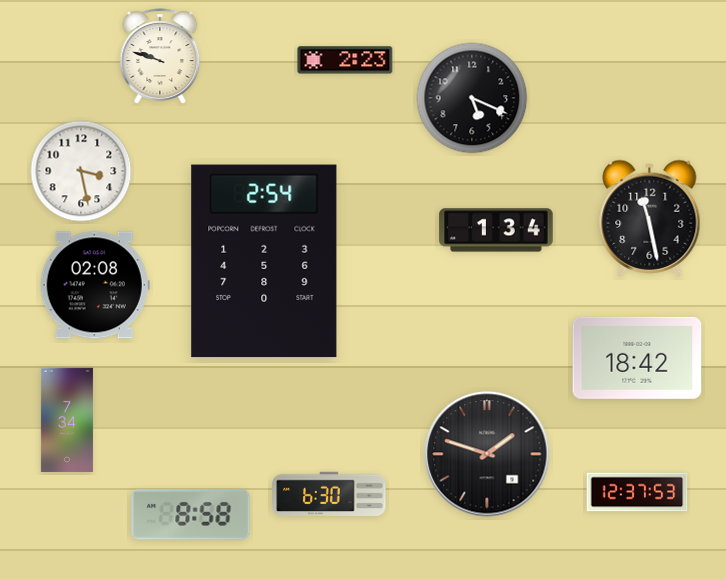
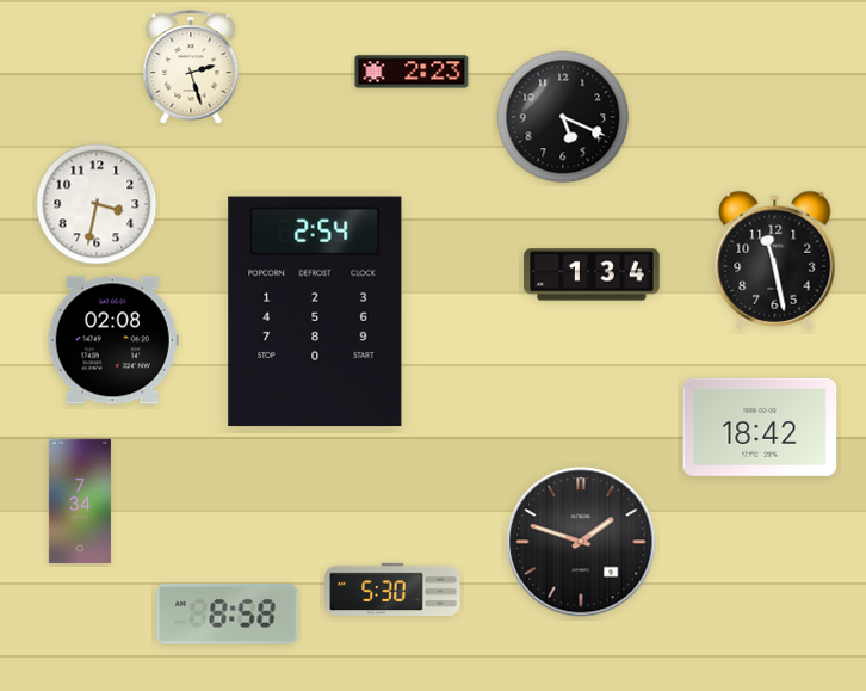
clock at (160, 56): 9:48 -> 2:27
clock at (81, 171): 3:28 -> 3:32
clock at (637, 492): 12:37 -> none
clock at (329, 494): 6:30 -> 5:30
